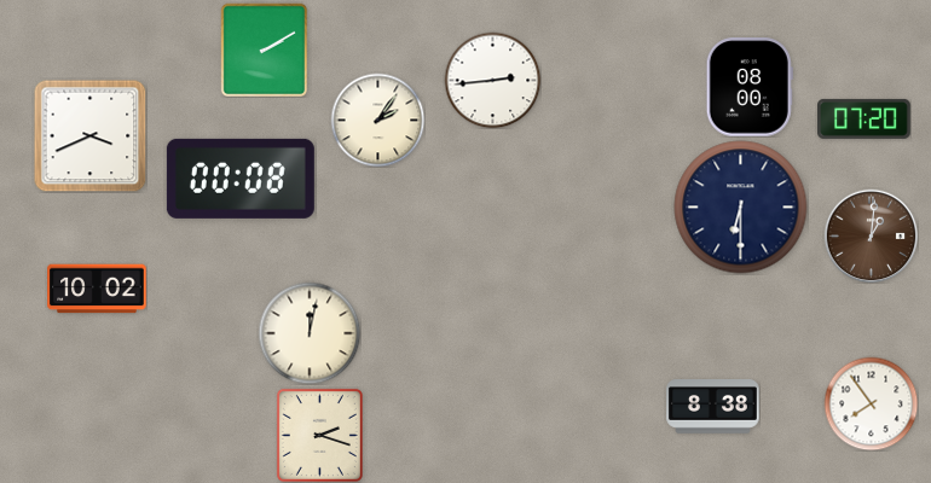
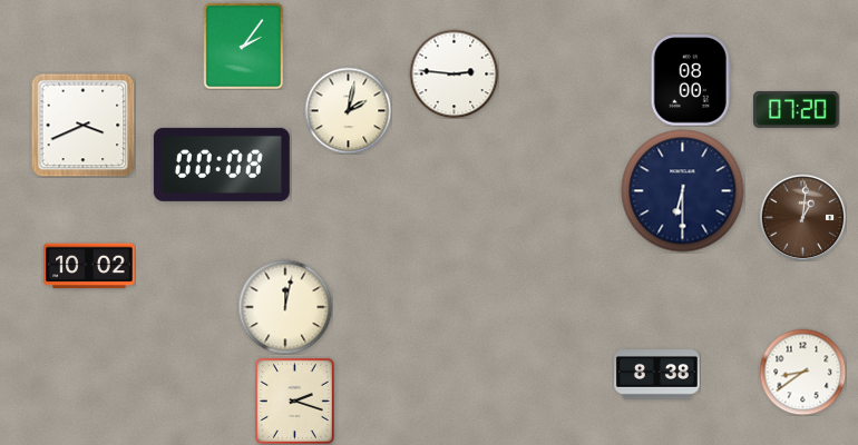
clock at (265, 50): 2:10 -> 2:06
clock at (492, 80): 2:44 -> 2:46
clock at (377, 120): 2:06 -> 2:02
clock at (871, 403): 7:54 -> 8:39
